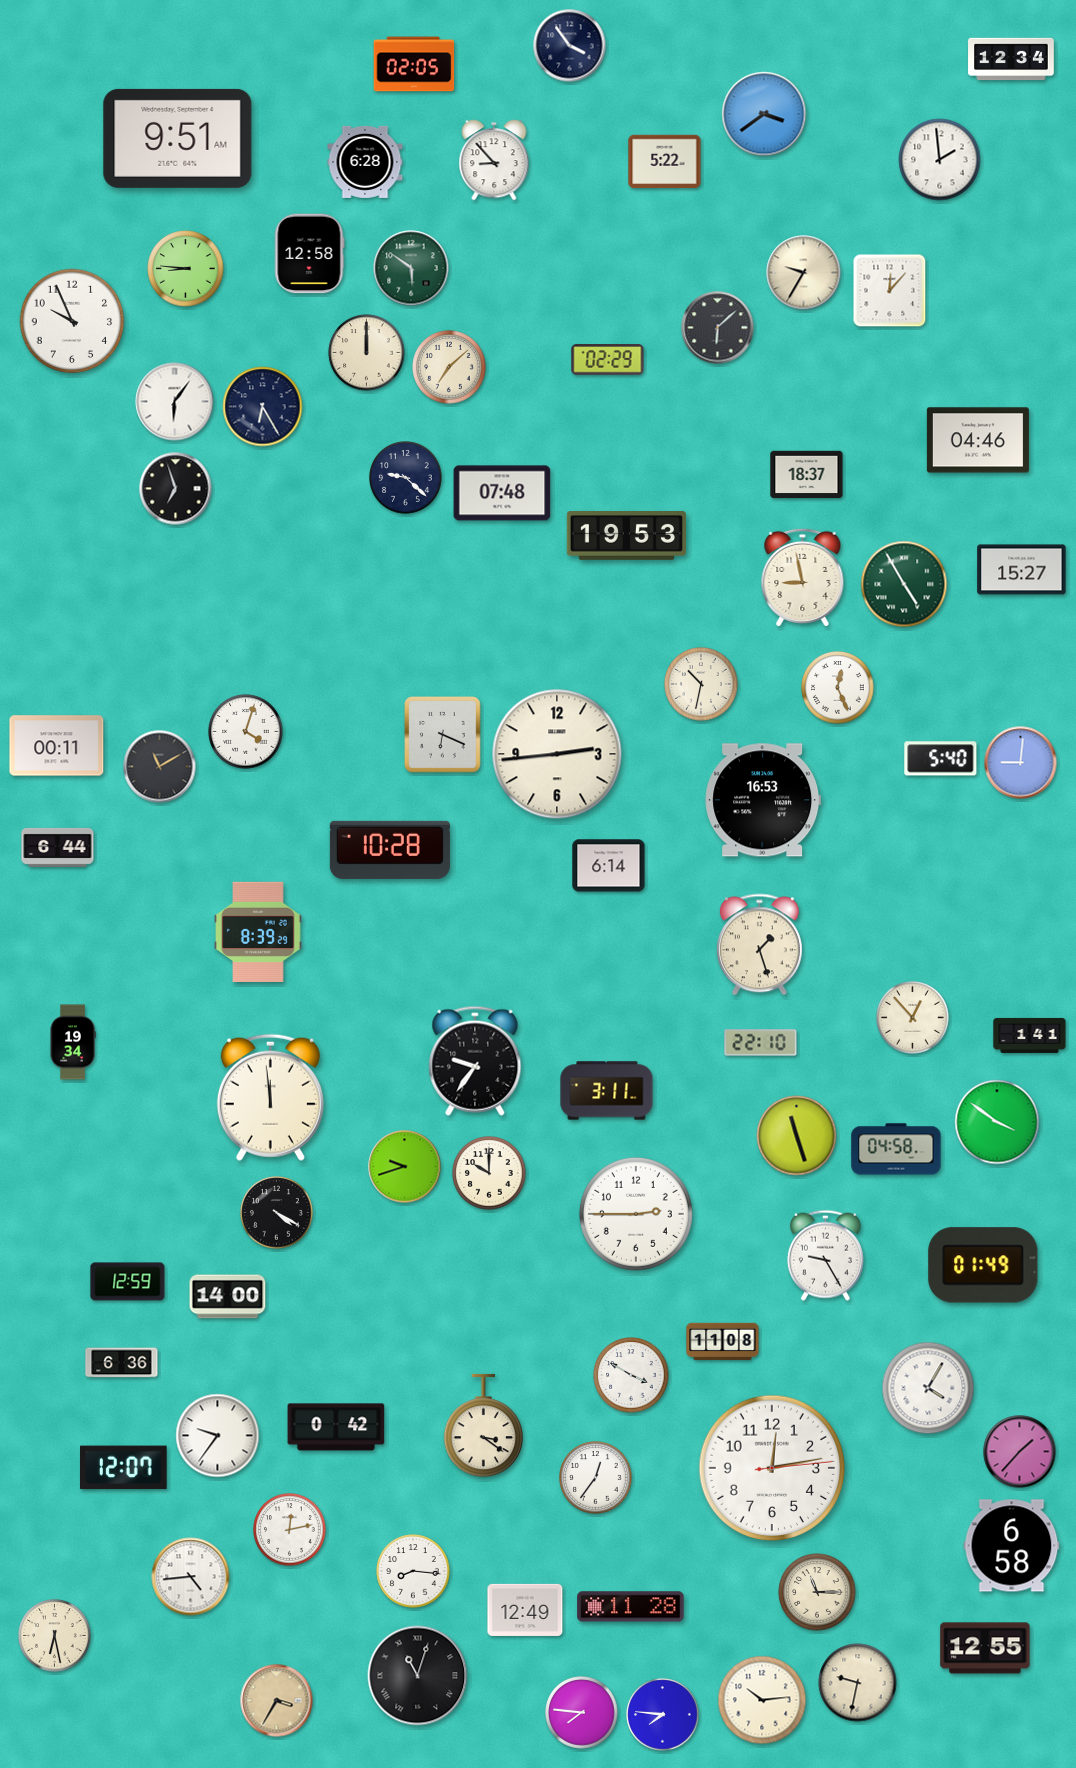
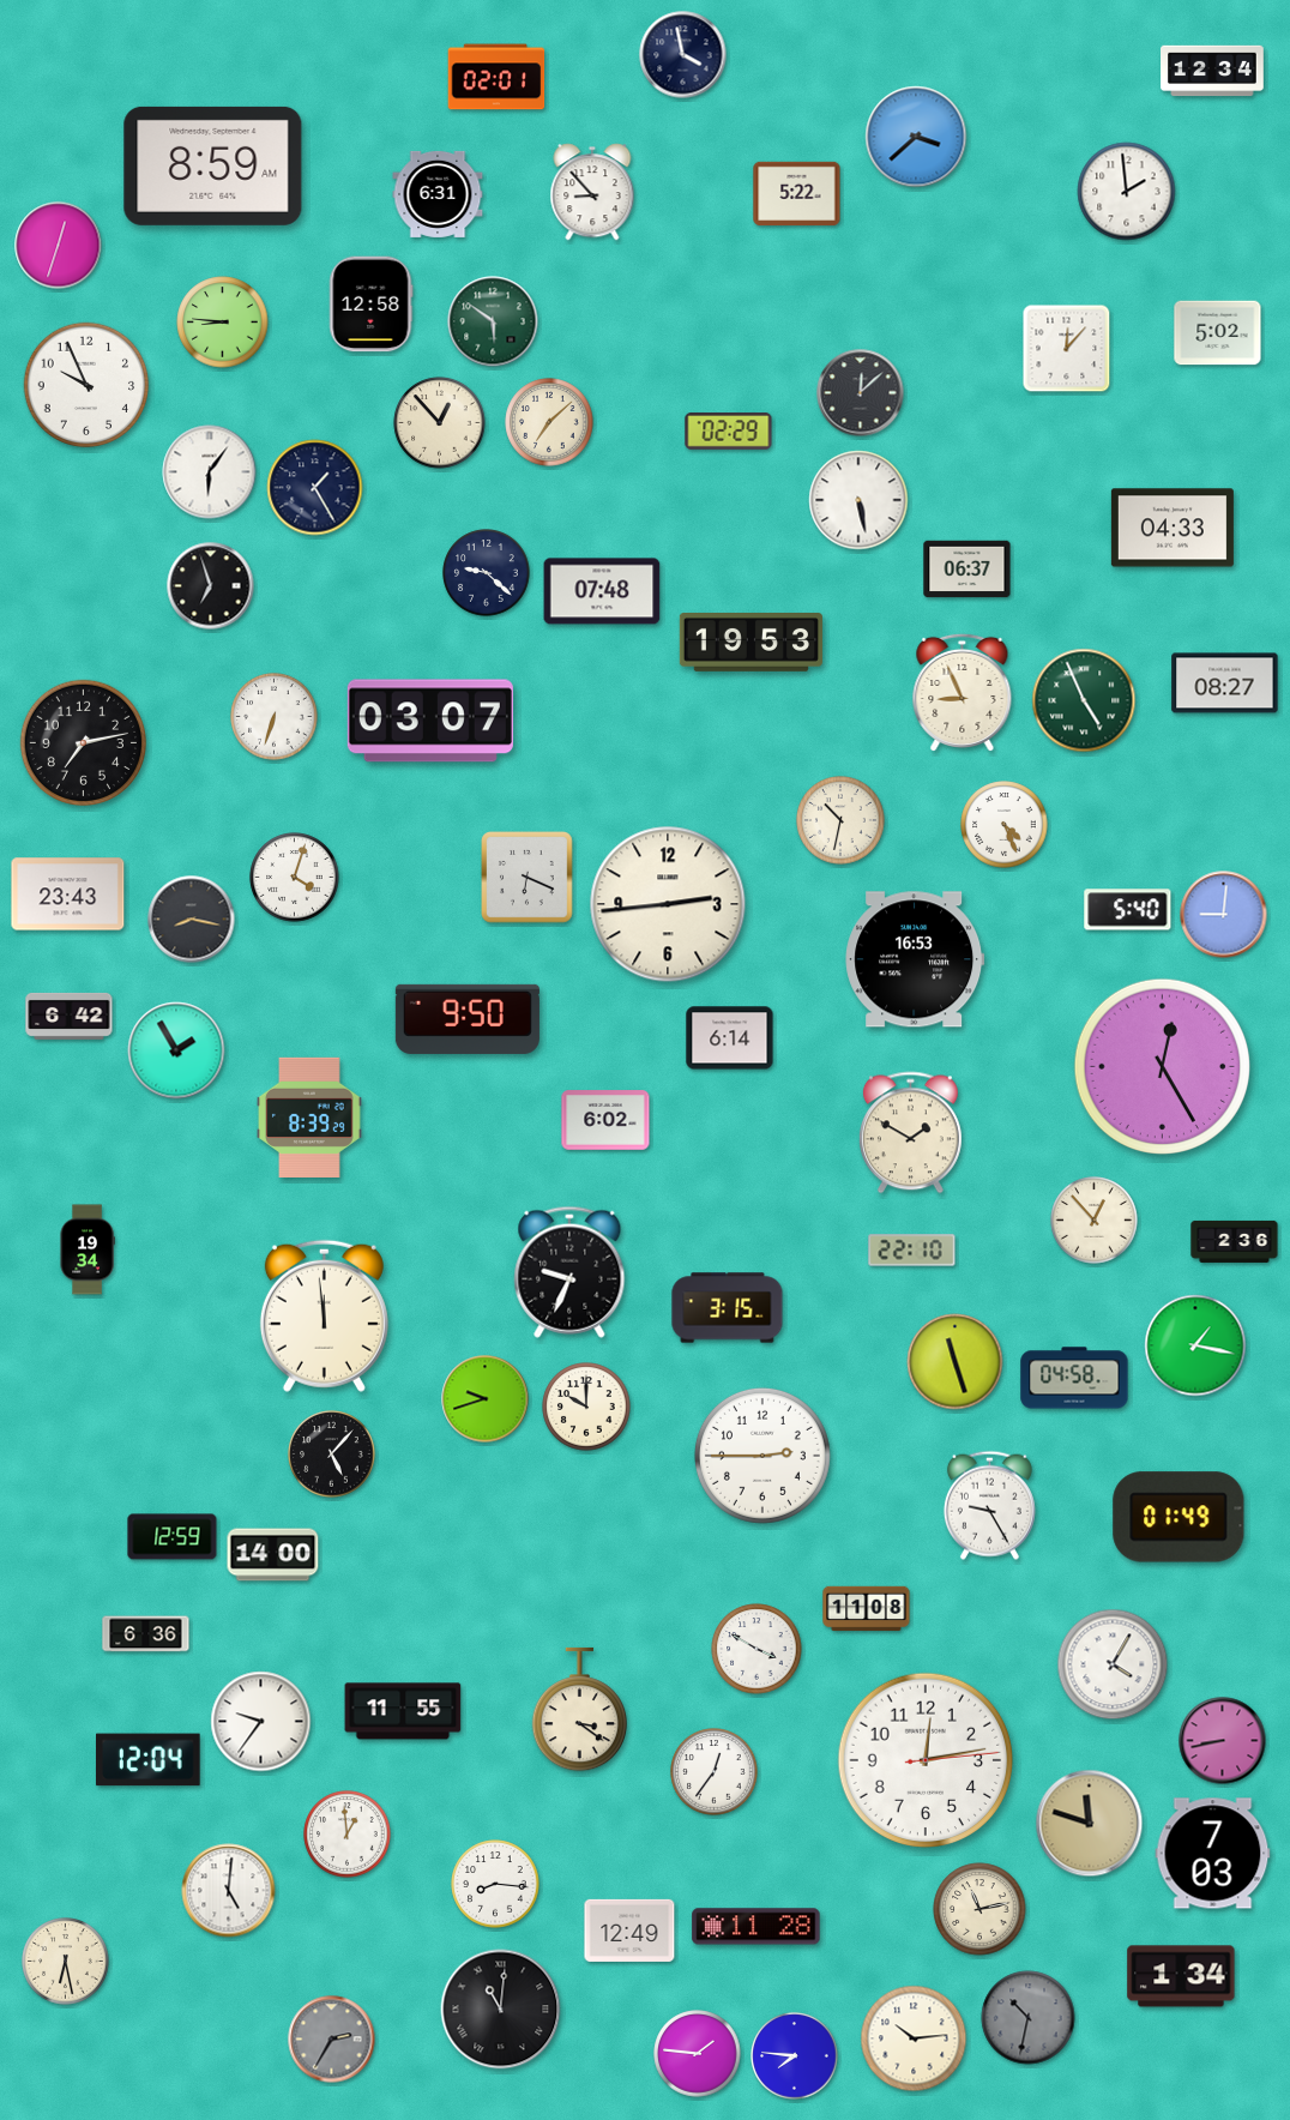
clock at (570, 46): 3:54 -> 3:58
clock at (414, 64): 02:05 -> 02:01
clock at (764, 114): 3:39 -> 3:38
clock at (178, 138): 9:51 -> 8:59
clock at (365, 162): 6:28 -> 6:31
clock at (59, 246): none -> 12:33
clock at (804, 273): 9:35 -> none
clock at (1218, 333): none -> 5:02
clock at (718, 328): 6:08 -> 12:08
clock at (367, 353): 12:00 -> 12:53
clock at (449, 367) position: (449, 367) -> (549, 422)
clock at (175, 402) position: (175, 402) -> (210, 472)
clock at (263, 407): 6:25 -> 1:25
clock at (858, 500): none -> 5:28
clock at (978, 440): 04:46 -> 04:33
clock at (807, 475): 18:37 -> 06:37
clock at (1022, 570): 15:27 -> 08:27
clock at (803, 578): 8:58 -> 8:56
clock at (904, 584): 4:55 -> 4:56
clock at (275, 717): none -> 6:33
clock at (430, 721): none -> 03:07
clock at (83, 742): none -> 7:13
clock at (838, 688): 12:26 -> 4:26
clock at (443, 735) position: (443, 735) -> (528, 878)
clock at (57, 746): 00:11 -> 23:43
clock at (160, 767): 11:10 -> 8:17
clock at (58, 847): 6:44 -> 6:42
clock at (390, 850): 10:28 -> 9:50
clock at (176, 1050): none -> 1:55
clock at (1162, 1066): none -> 12:25
clock at (605, 1120): none -> 6:02
clock at (759, 945): 1:27 -> 1:50
clock at (1030, 1035): 1:41 -> 2:36
clock at (475, 1061): 9:36 -> 9:34
clock at (607, 1091): 3:11 -> 3:15
clock at (997, 1122): 3:51 -> 1:17
clock at (277, 1213): 4:20 -> 5:07
clock at (128, 1282) position: (128, 1282) -> (173, 1537)
clock at (336, 1427): 0:42 -> 11:55
clock at (1020, 1452): 1:37 -> 8:43
clock at (124, 1468): 12:07 -> 12:04
clock at (1090, 1824): none -> 11:48
clock at (290, 1530): 12:13 -> 12:59
clock at (1012, 1546): 6:58 -> 7:03
clock at (191, 1577): 4:44 -> 5:01
clock at (817, 1592): 11:15 -> 11:13
clock at (985, 1648): 12:55 -> 1:34
clock at (418, 1676): 11:03 -> 11:01
clock at (858, 1683): 9:32 -> 10:32
clock at (858, 1683) dial: cream -> grey
clock at (277, 1701): 3:35 -> 2:35
clock at (277, 1701) dial: champagne -> grey
clock at (582, 1713): 7:46 -> 1:46
